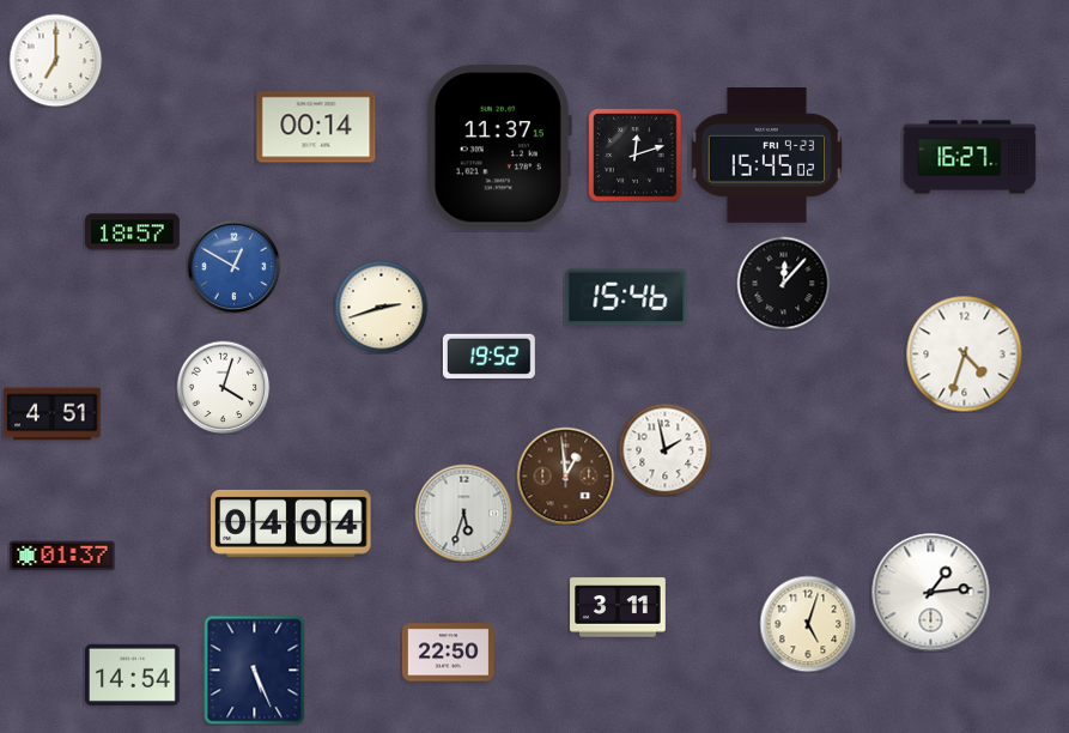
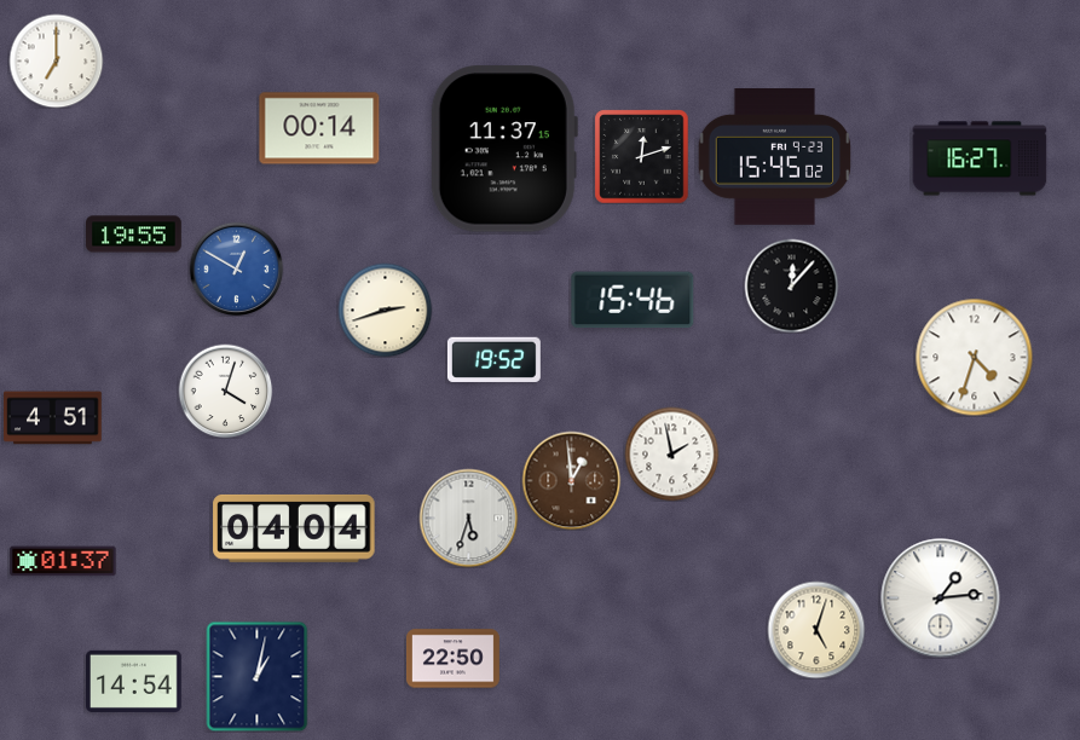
clock at (133, 232): 18:57 -> 19:55
clock at (618, 607): 3:11 -> none
clock at (255, 670): 5:26 -> 1:02
